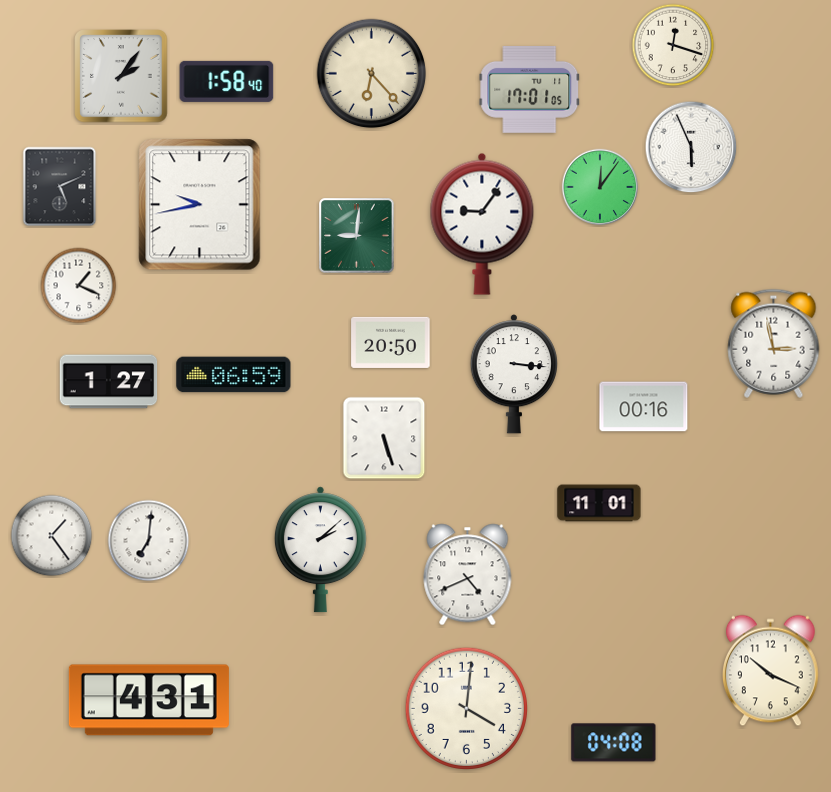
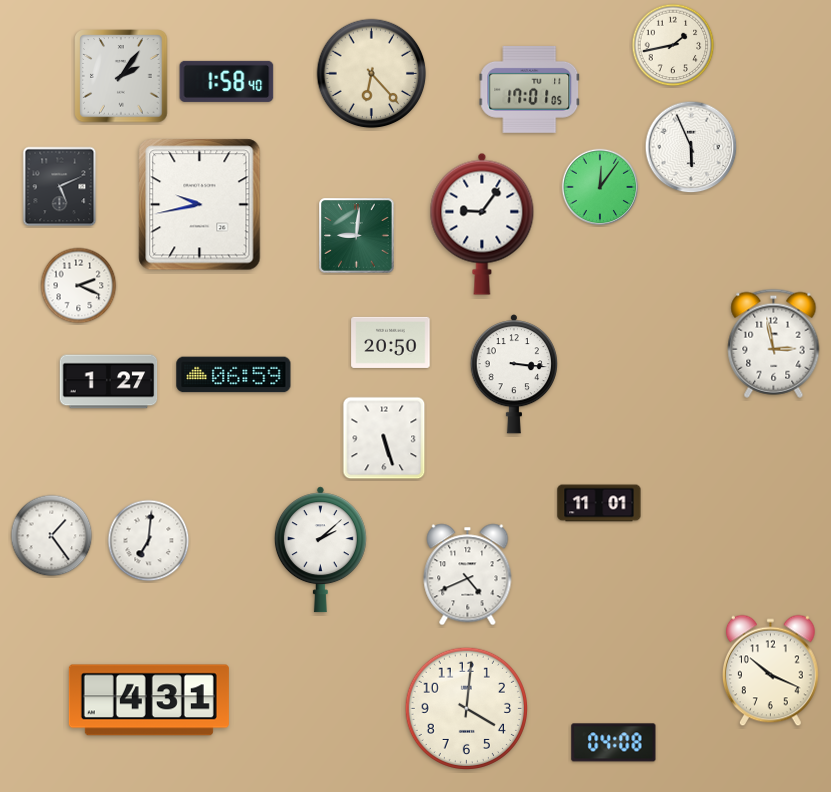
clock at (673, 45): 12:18 -> 1:43
clock at (79, 286): 1:19 -> 2:19
clock at (644, 407): 00:16 -> none
